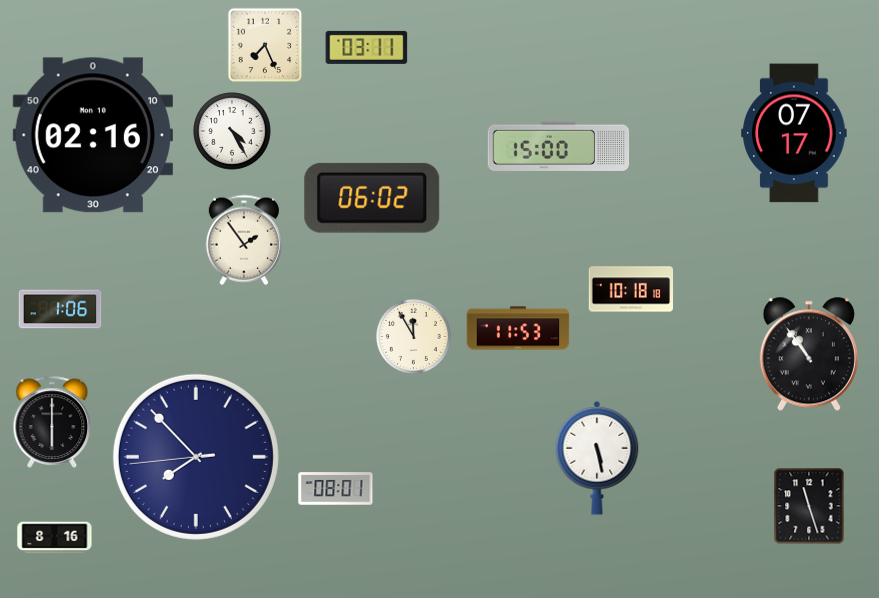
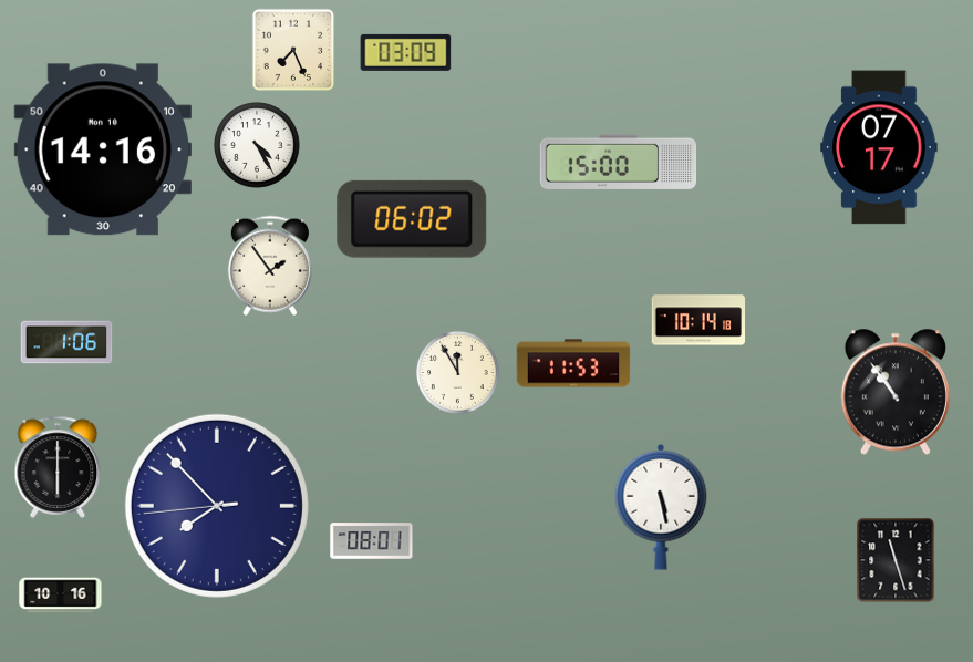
clock at (367, 47): 03:11 -> 03:09
clock at (93, 135): 02:16 -> 14:16
clock at (631, 289): 10:18 -> 10:14
clock at (55, 538): 8:16 -> 10:16
